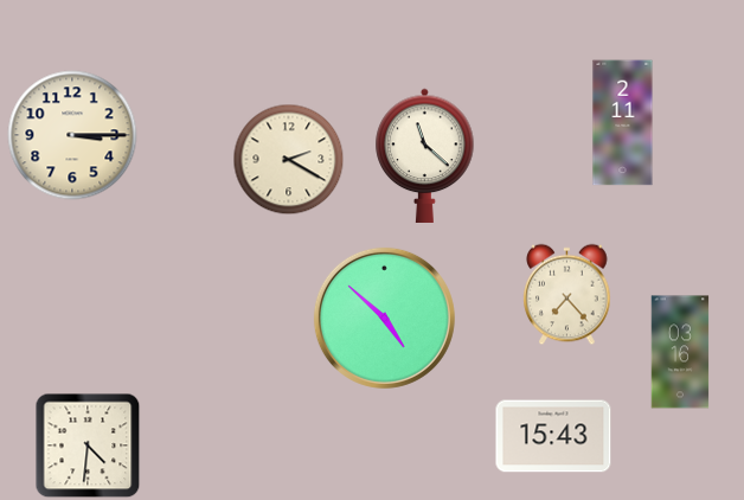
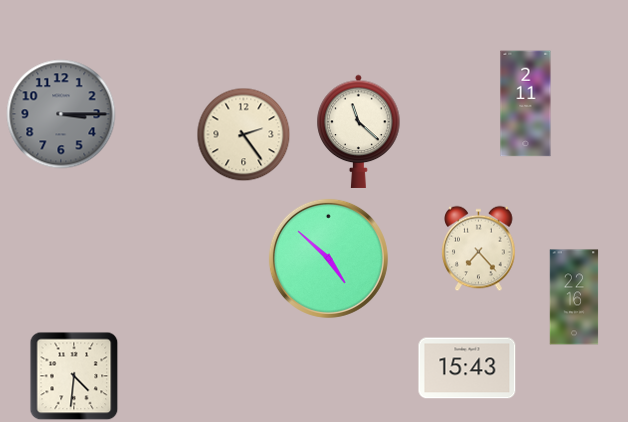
clock at (72, 135) dial: cream -> grey
clock at (288, 159): 2:20 -> 2:24
clock at (384, 318) position: (384, 318) -> (328, 258)
clock at (680, 352): 03:16 -> 22:16
